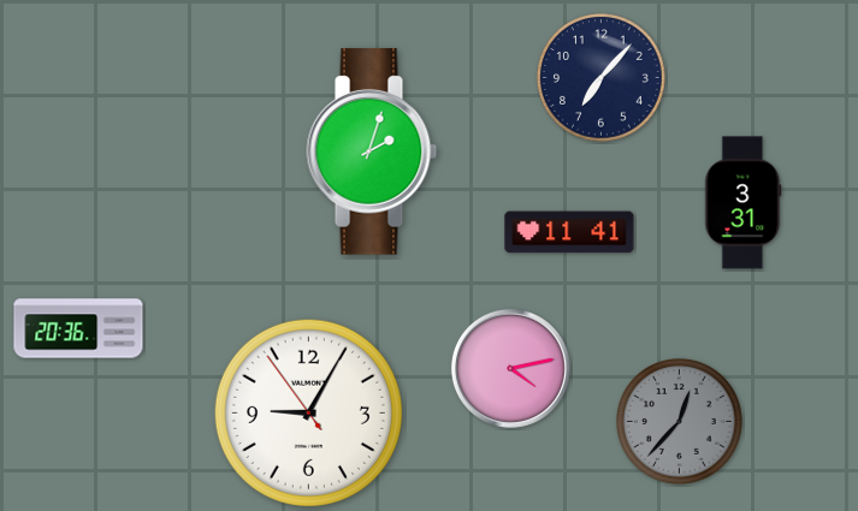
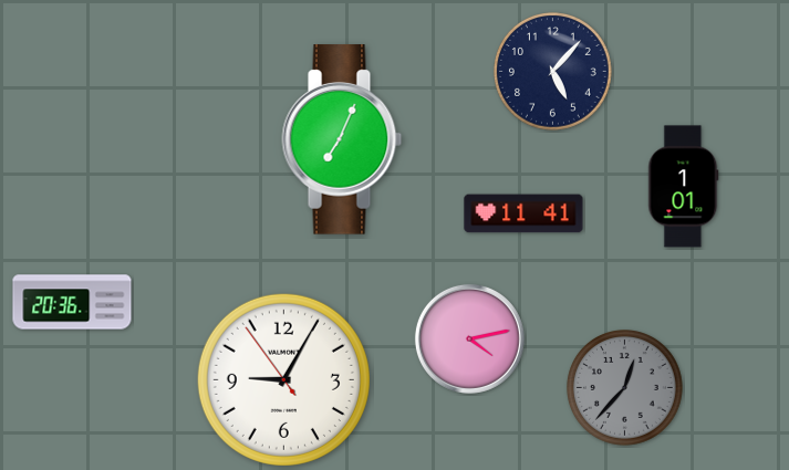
clock at (602, 78): 7:07 -> 5:07
clock at (372, 151): 2:03 -> 7:04
clock at (744, 203): 3:31 -> 1:01
